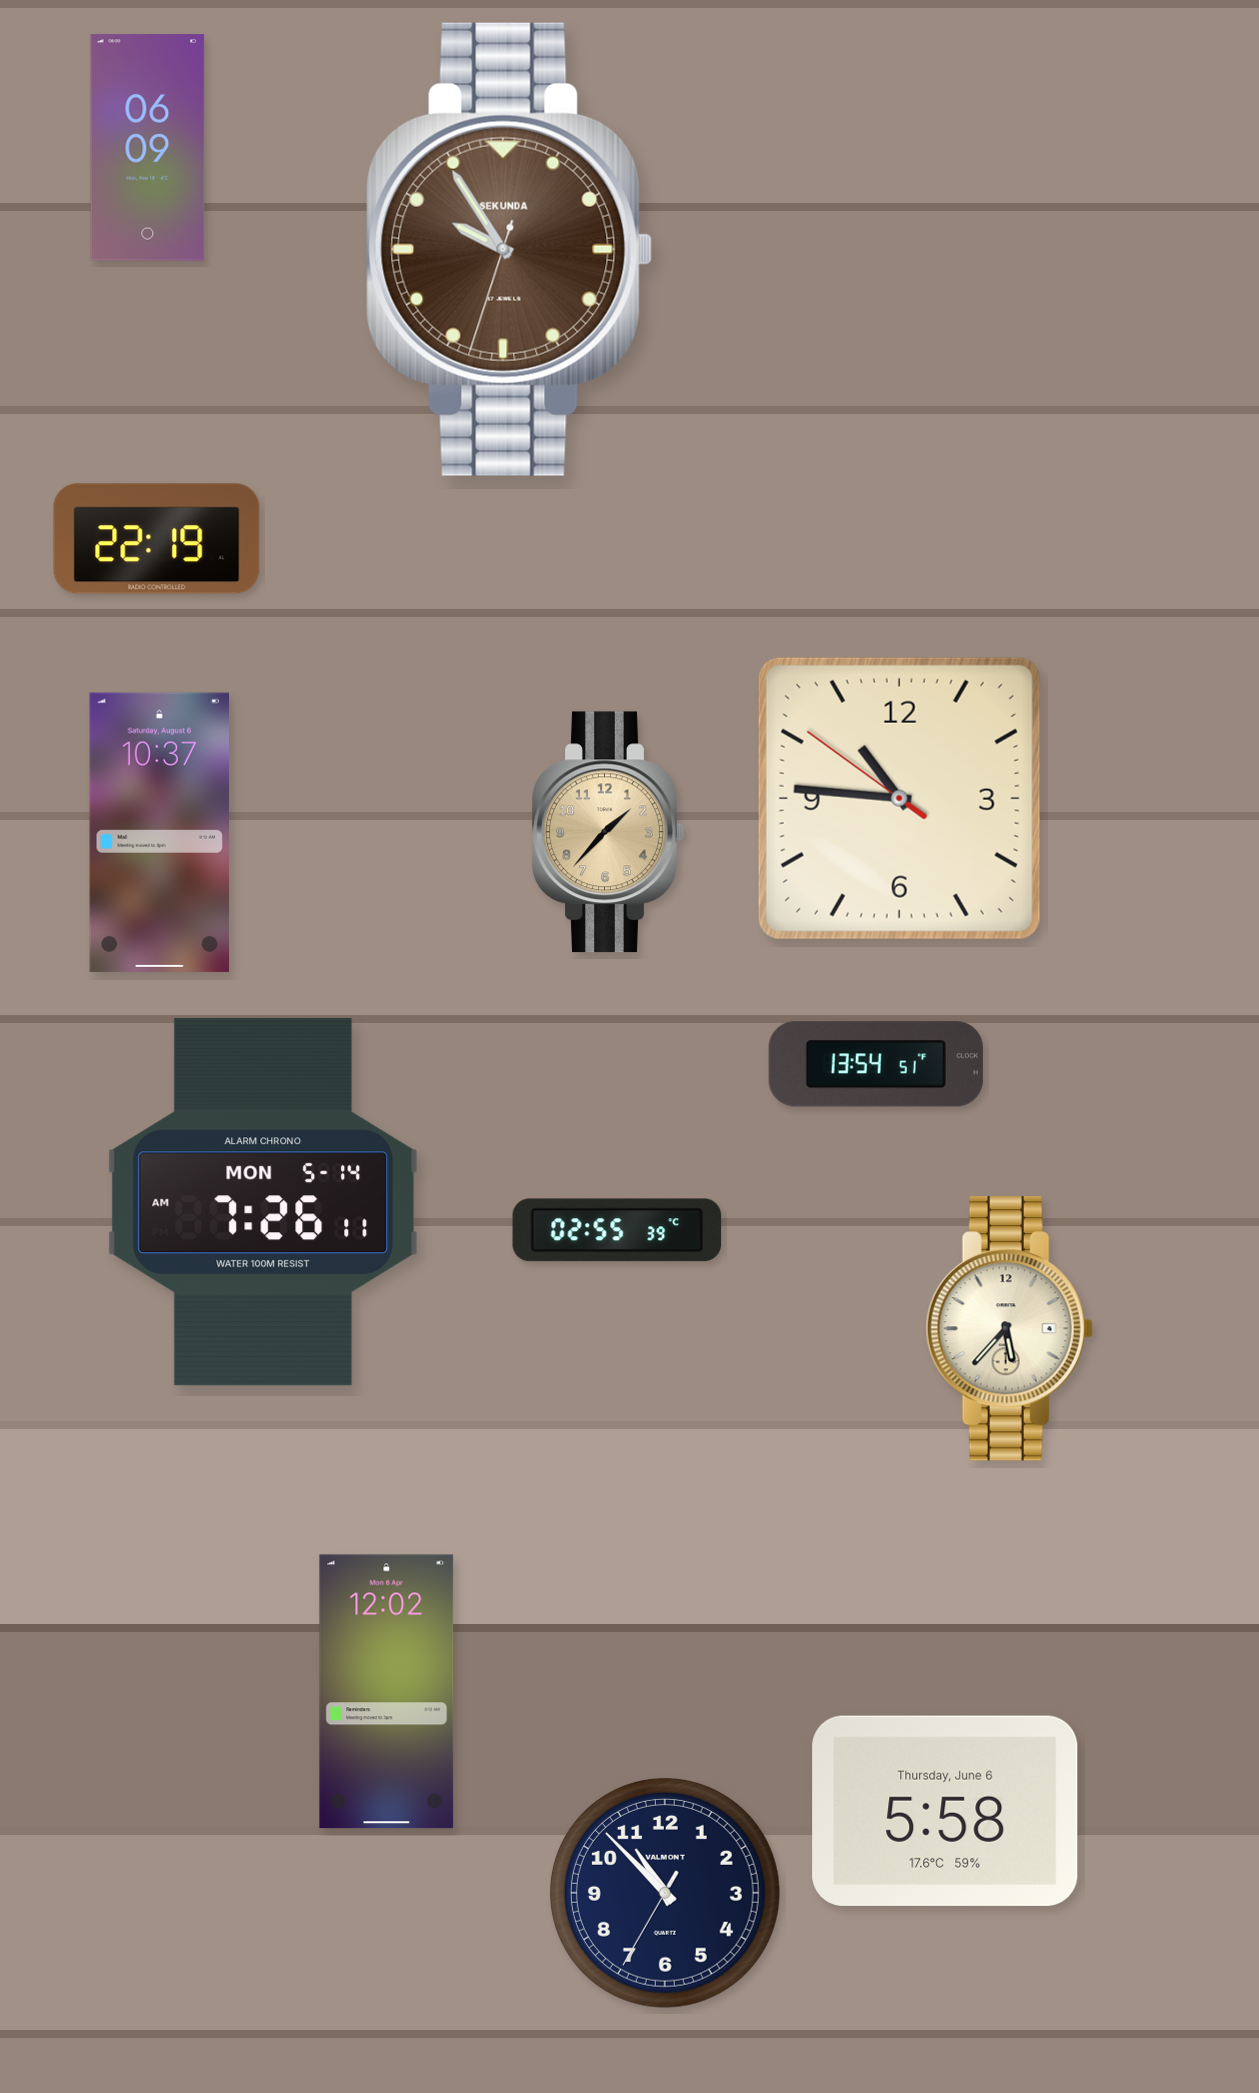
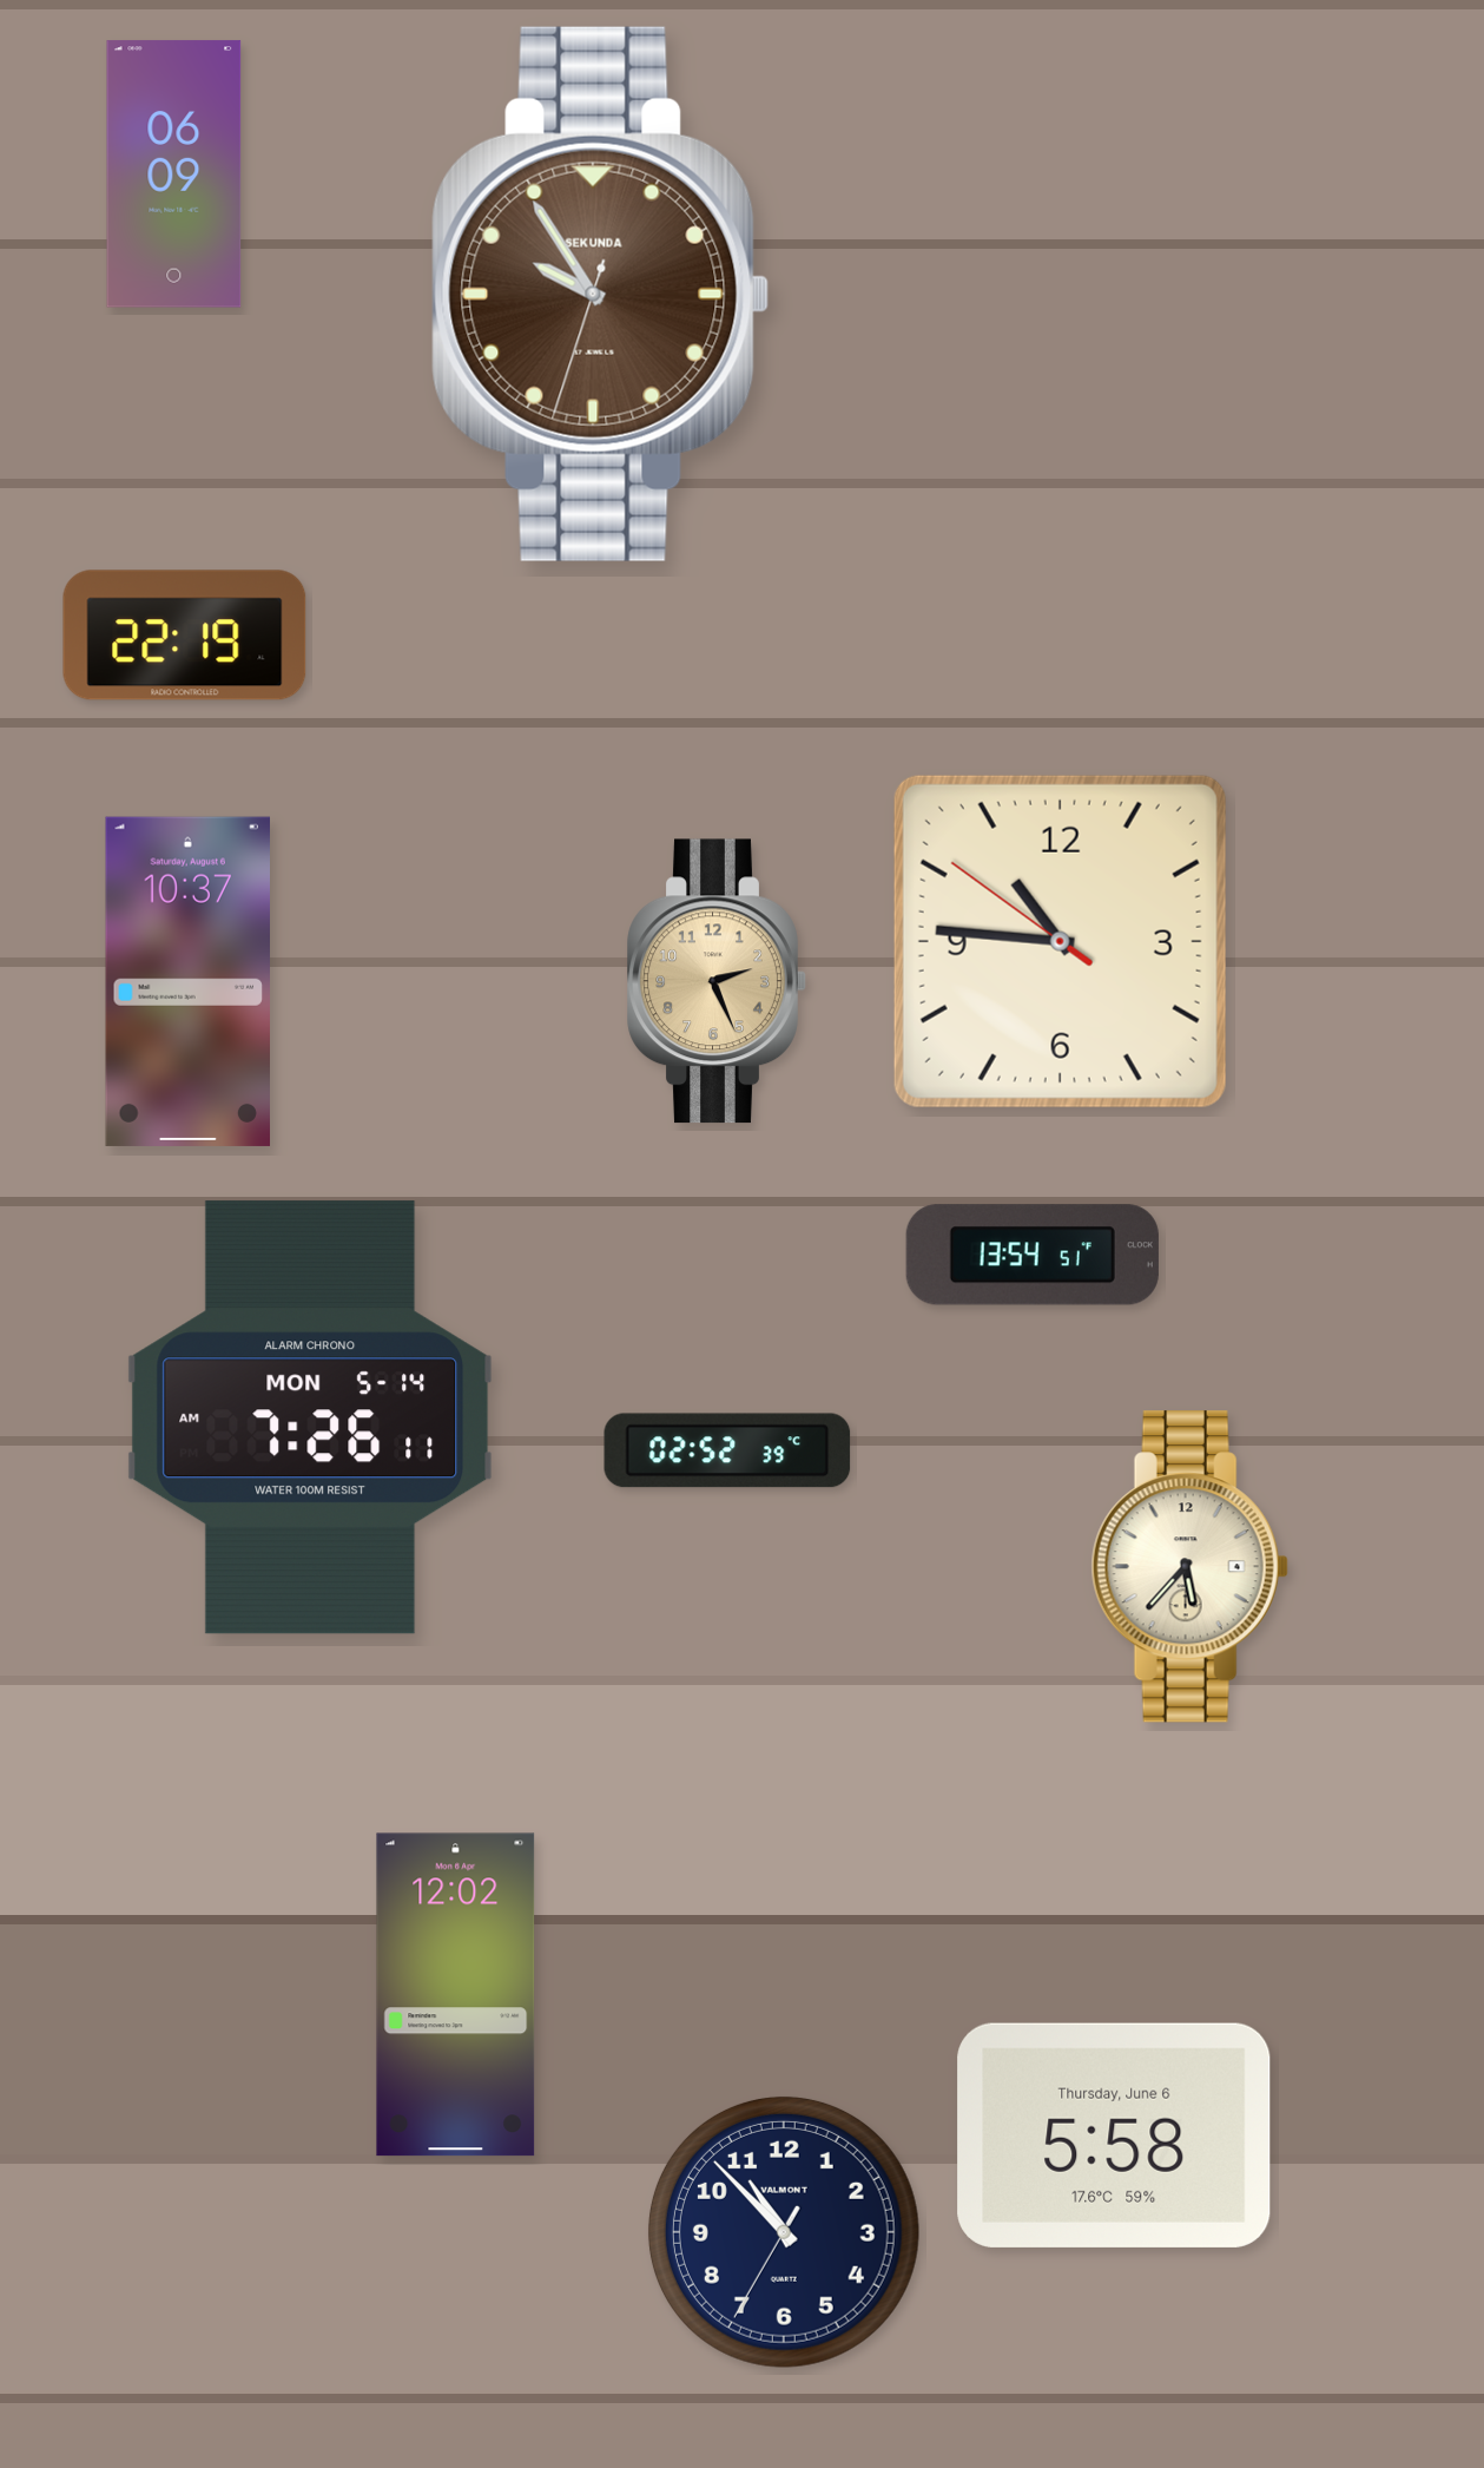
clock at (608, 832): 1:37 -> 2:26
clock at (617, 1230): 02:55 -> 02:52
